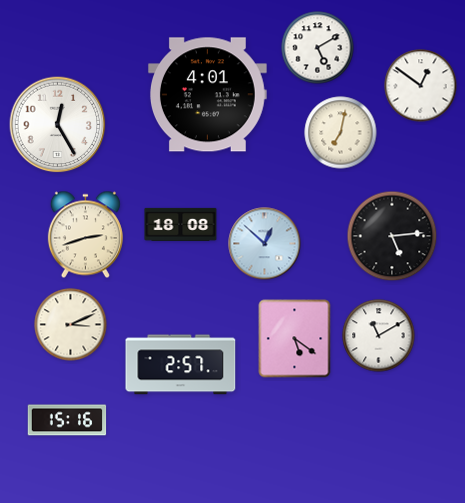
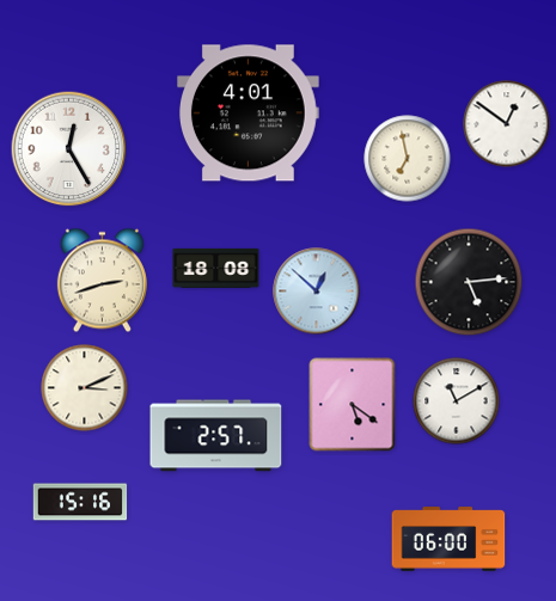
clock at (318, 48): 5:10 -> none
clock at (421, 86) position: (421, 86) -> (507, 124)
clock at (341, 133): 7:02 -> 6:58
clock at (379, 336) position: (379, 336) -> (457, 401)
clock at (448, 539): none -> 06:00
